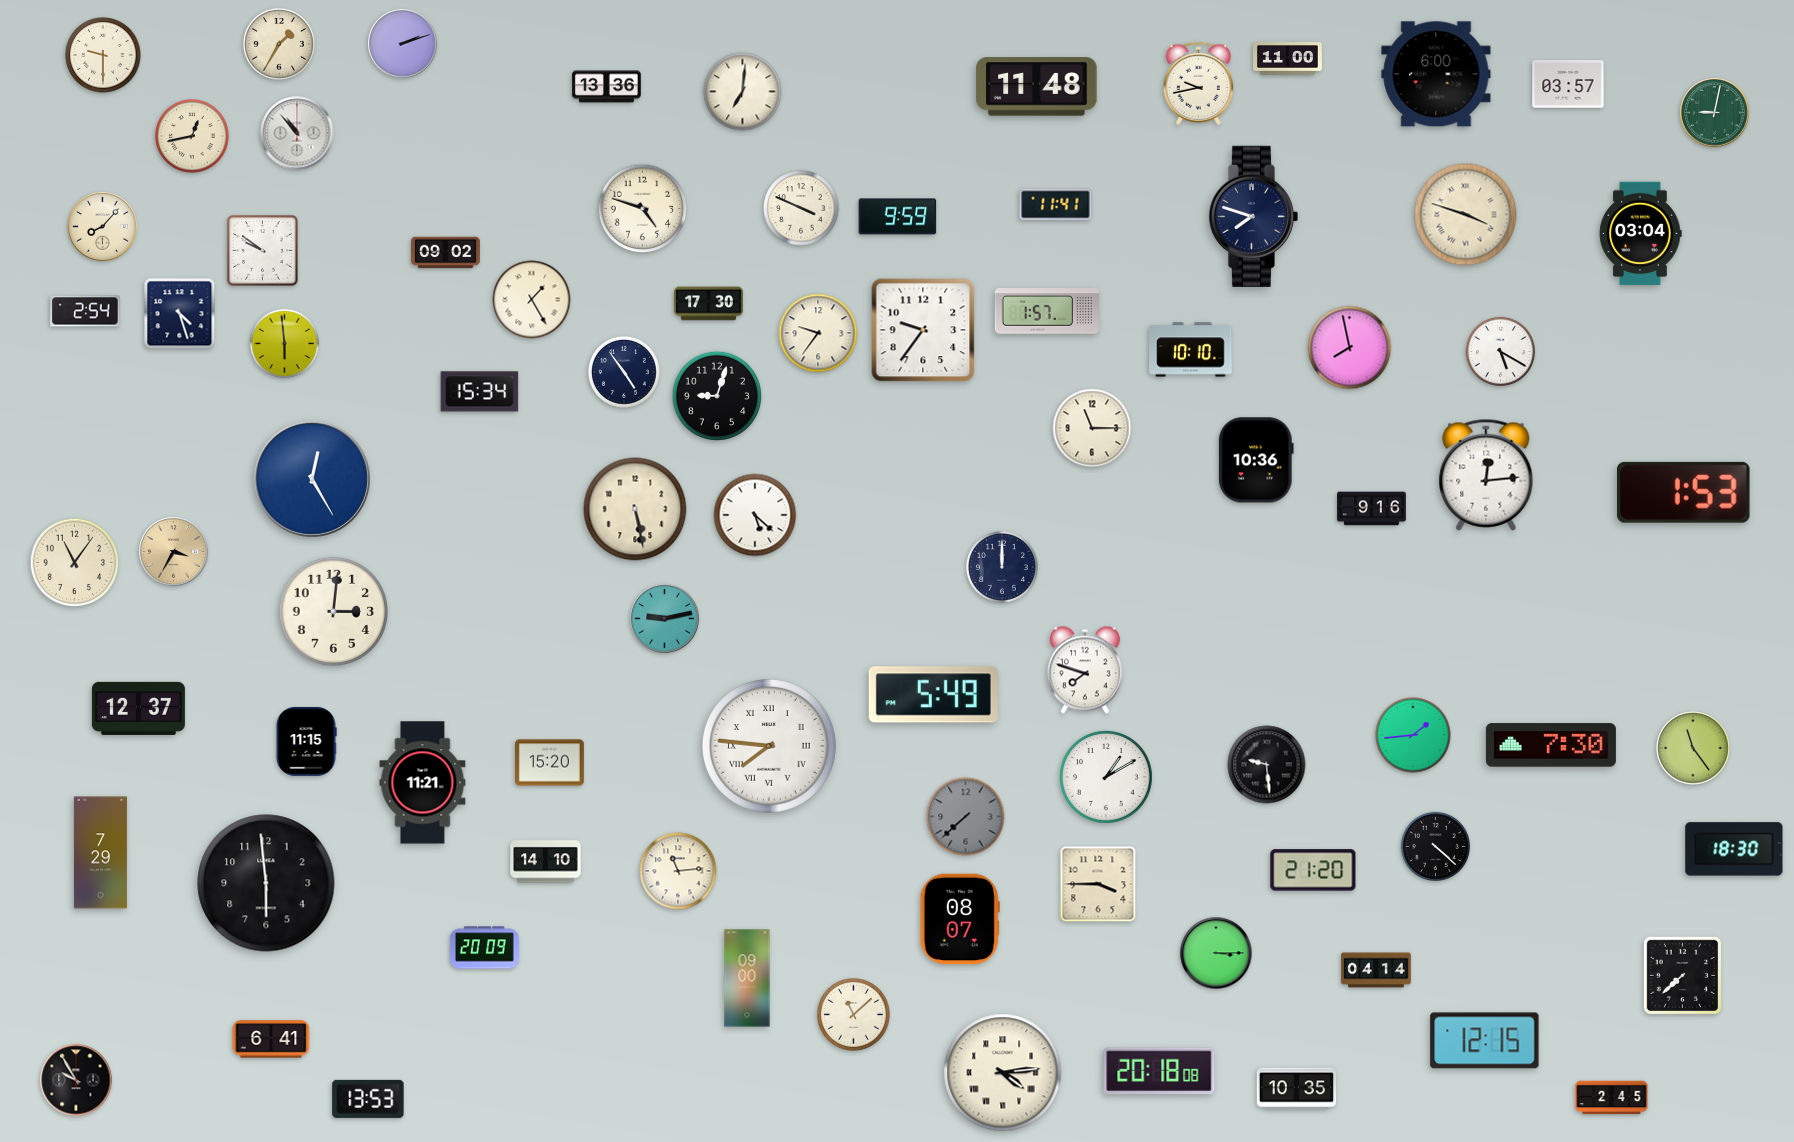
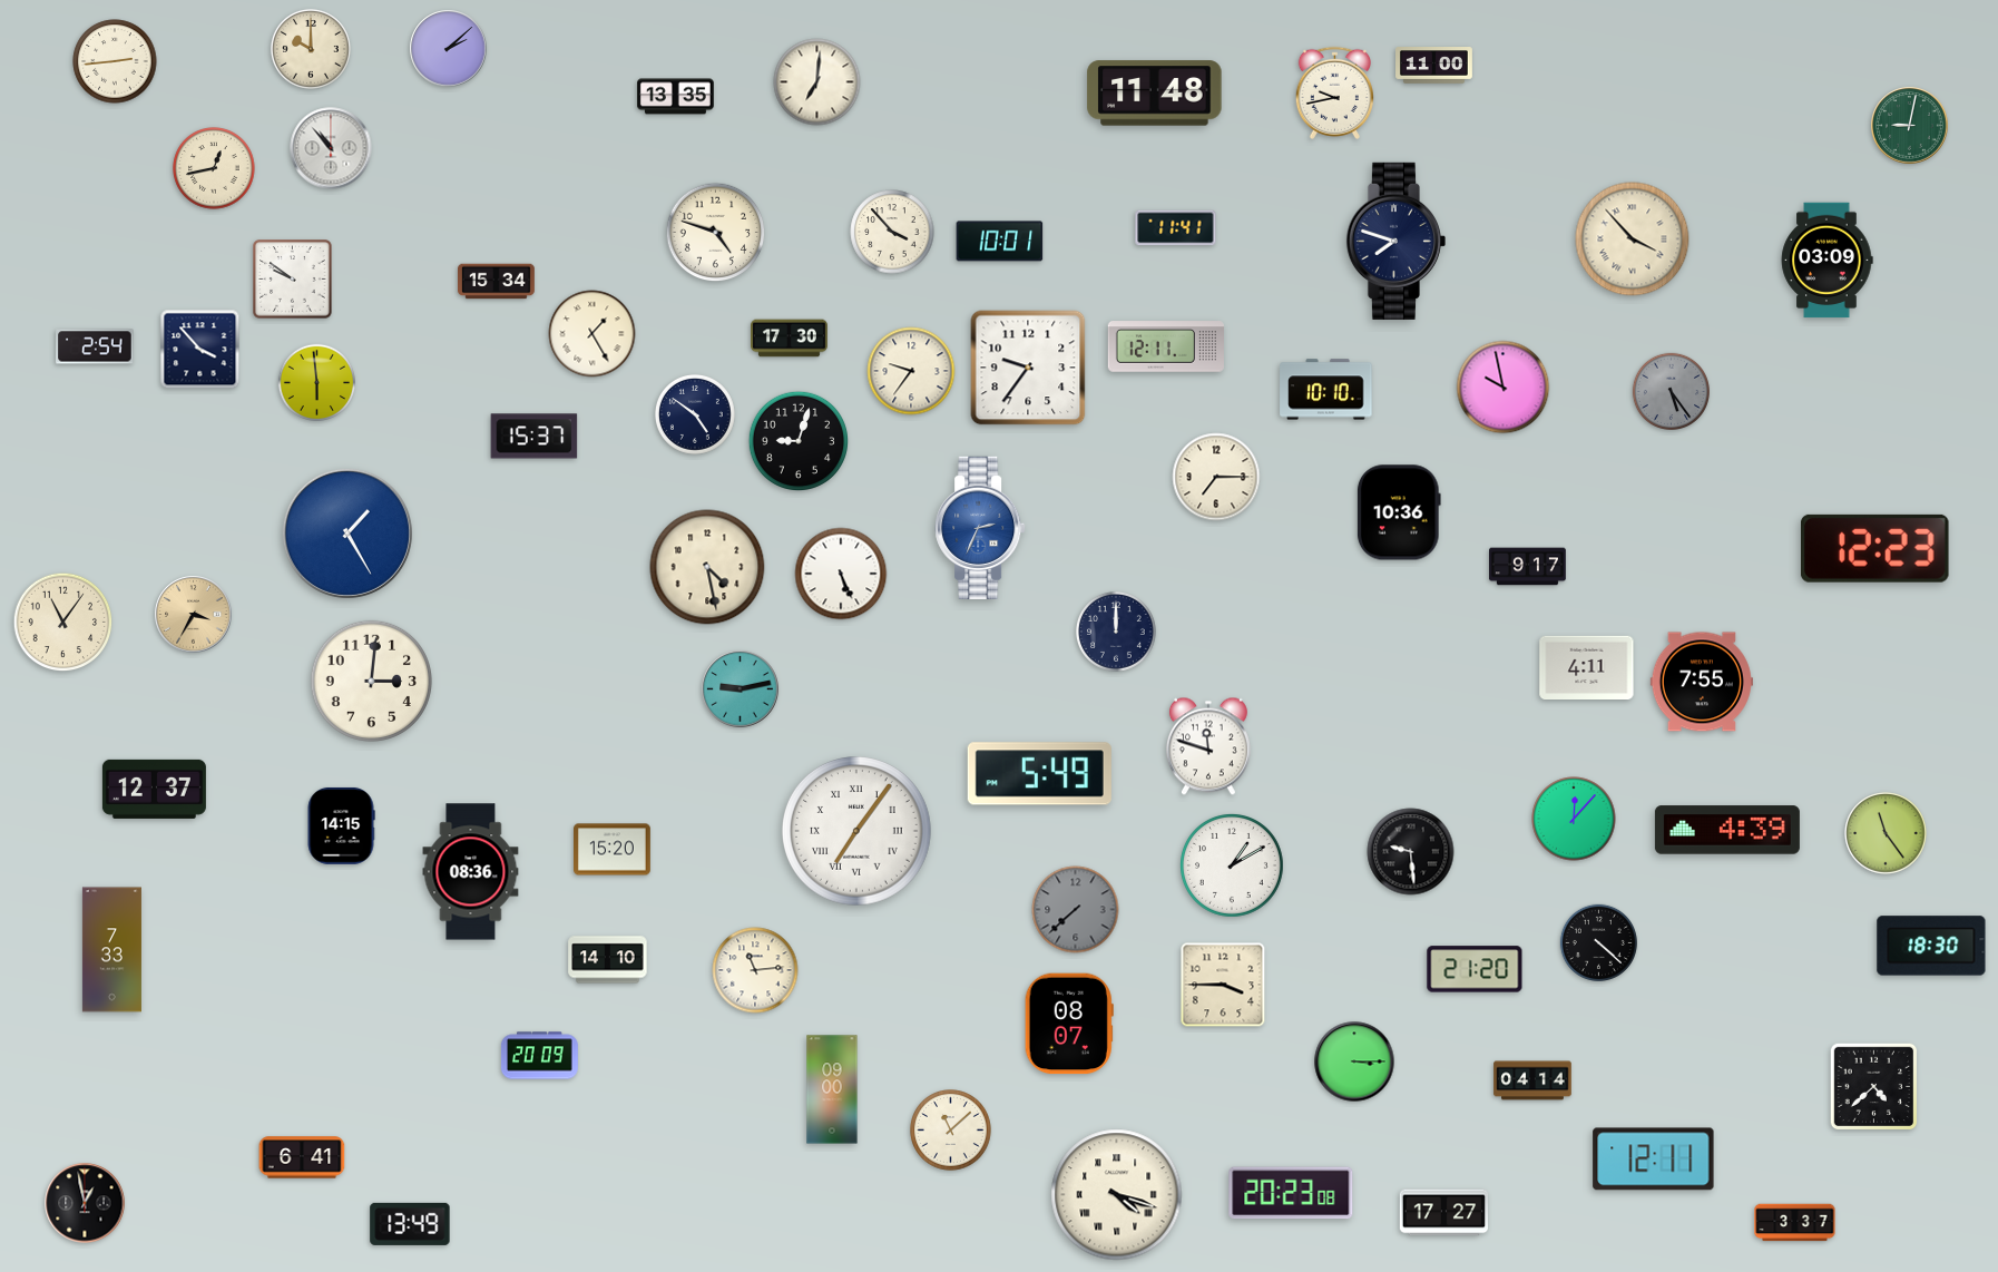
clock at (279, 44): 1:35 -> 10:00
clock at (403, 44): 2:12 -> 2:08
clock at (103, 55): 9:30 -> 2:44
clock at (1436, 74): 6:00 -> none
clock at (1568, 84): 03:57 -> none
clock at (607, 87): 13:36 -> 13:35
clock at (1037, 87) position: (1037, 87) -> (1155, 94)
clock at (743, 92) position: (743, 92) -> (817, 82)
clock at (192, 136) position: (192, 136) -> (214, 168)
clock at (801, 208): 3:49 -> 3:53
clock at (1466, 215): 3:48 -> 3:53
clock at (898, 217): 9:59 -> 10:01
clock at (103, 227): 8:07 -> none
clock at (1640, 234): 03:04 -> 03:09
clock at (446, 253): 09:02 -> 15:34
clock at (1047, 311): 1:57 -> 12:11
clock at (180, 314): 4:27 -> 3:53
clock at (1350, 348): 7:58 -> 9:58
clock at (1500, 351): 5:20 -> 5:24
clock at (1500, 351) dial: white -> grey
clock at (624, 372): 4:54 -> 4:51
clock at (480, 392): 15:34 -> 15:37
clock at (1092, 428): 11:15 -> 7:15
clock at (980, 527): none -> 2:34
clock at (1486, 475): 12:14 -> none
clock at (312, 479): 12:25 -> 1:25
clock at (1683, 492): 1:53 -> 12:23
clock at (635, 509): 5:28 -> 4:28
clock at (1372, 509): 9:16 -> 9:17
clock at (755, 515): 5:22 -> 5:26
clock at (75, 563) position: (75, 563) -> (63, 623)
clock at (1587, 667): none -> 4:11
clock at (1702, 682): none -> 7:55
clock at (1085, 670): 7:48 -> 11:48
clock at (1413, 735): 1:44 -> 12:07
clock at (306, 741): 11:15 -> 14:15
clock at (1551, 745): 7:30 -> 4:39
clock at (770, 747): 7:46 -> 7:06
clock at (423, 783): 11:21 -> 08:36
clock at (100, 853): 7:29 -> 7:33
clock at (1313, 870) position: (1313, 870) -> (1475, 969)
clock at (266, 883): 5:59 -> none
clock at (1682, 975): 7:38 -> 4:38
clock at (1485, 1041): 12:15 -> 12:11
clock at (1159, 1071): 20:18 -> 20:23
clock at (1003, 1073): 4:14 -> 4:18
clock at (76, 1080): 9:55 -> 12:58
clock at (1296, 1089): 10:35 -> 17:27
clock at (1612, 1098): 2:45 -> 3:37
clock at (368, 1099): 13:53 -> 13:49
